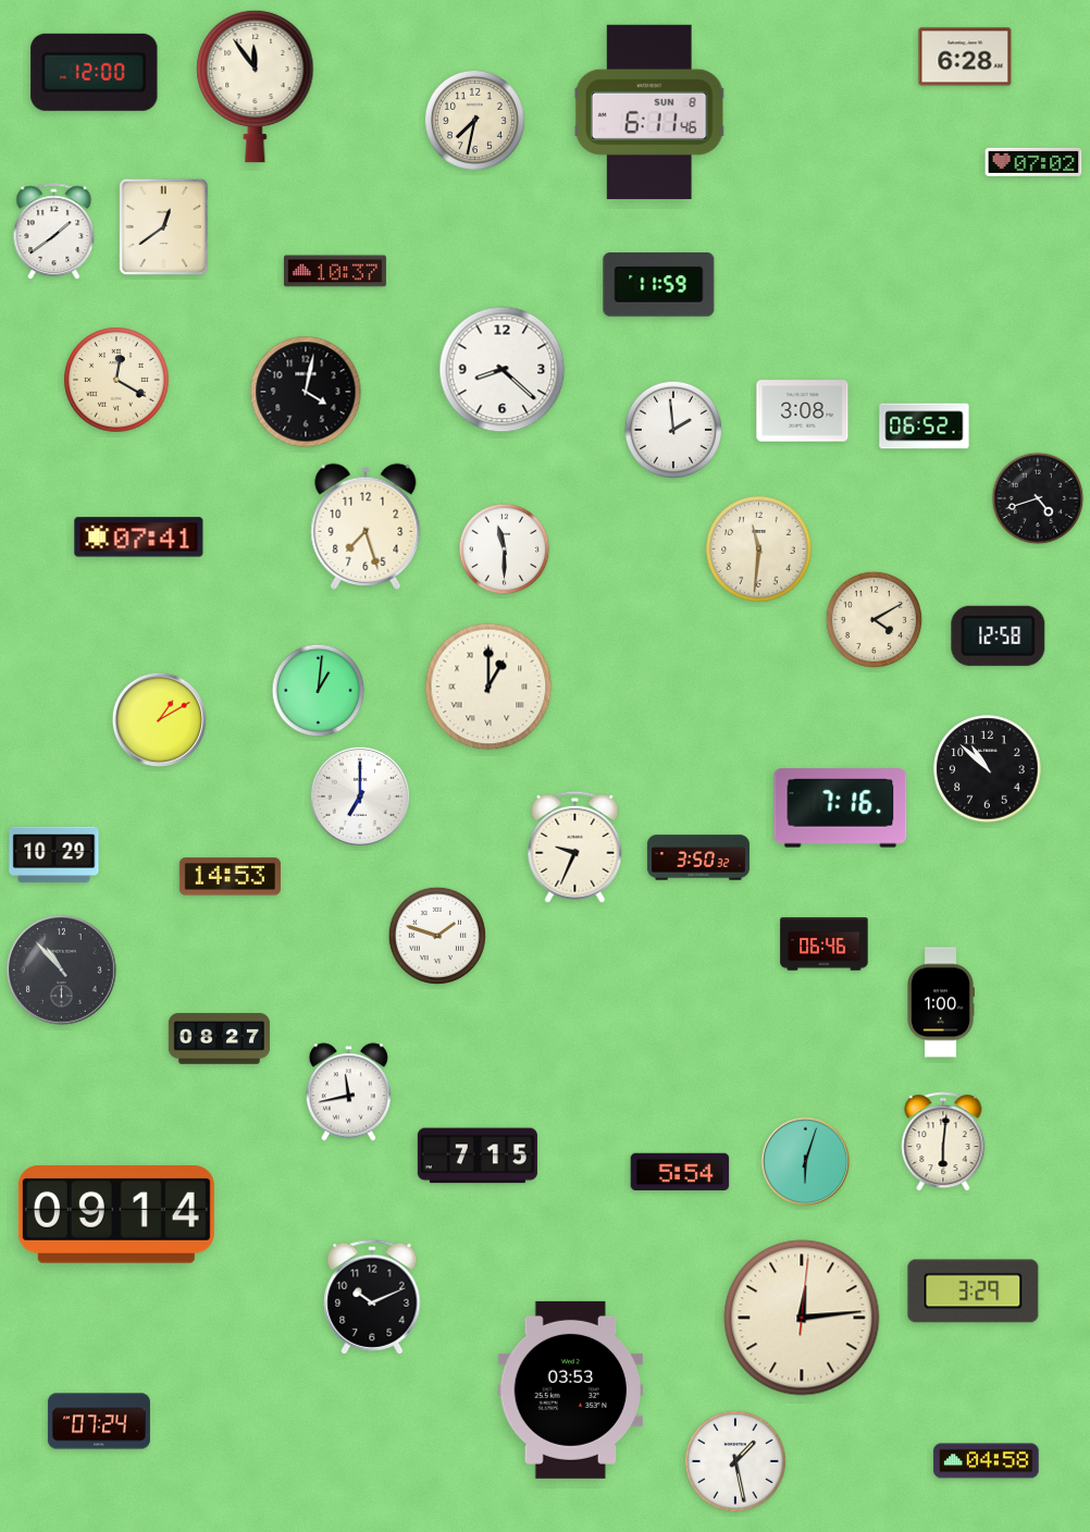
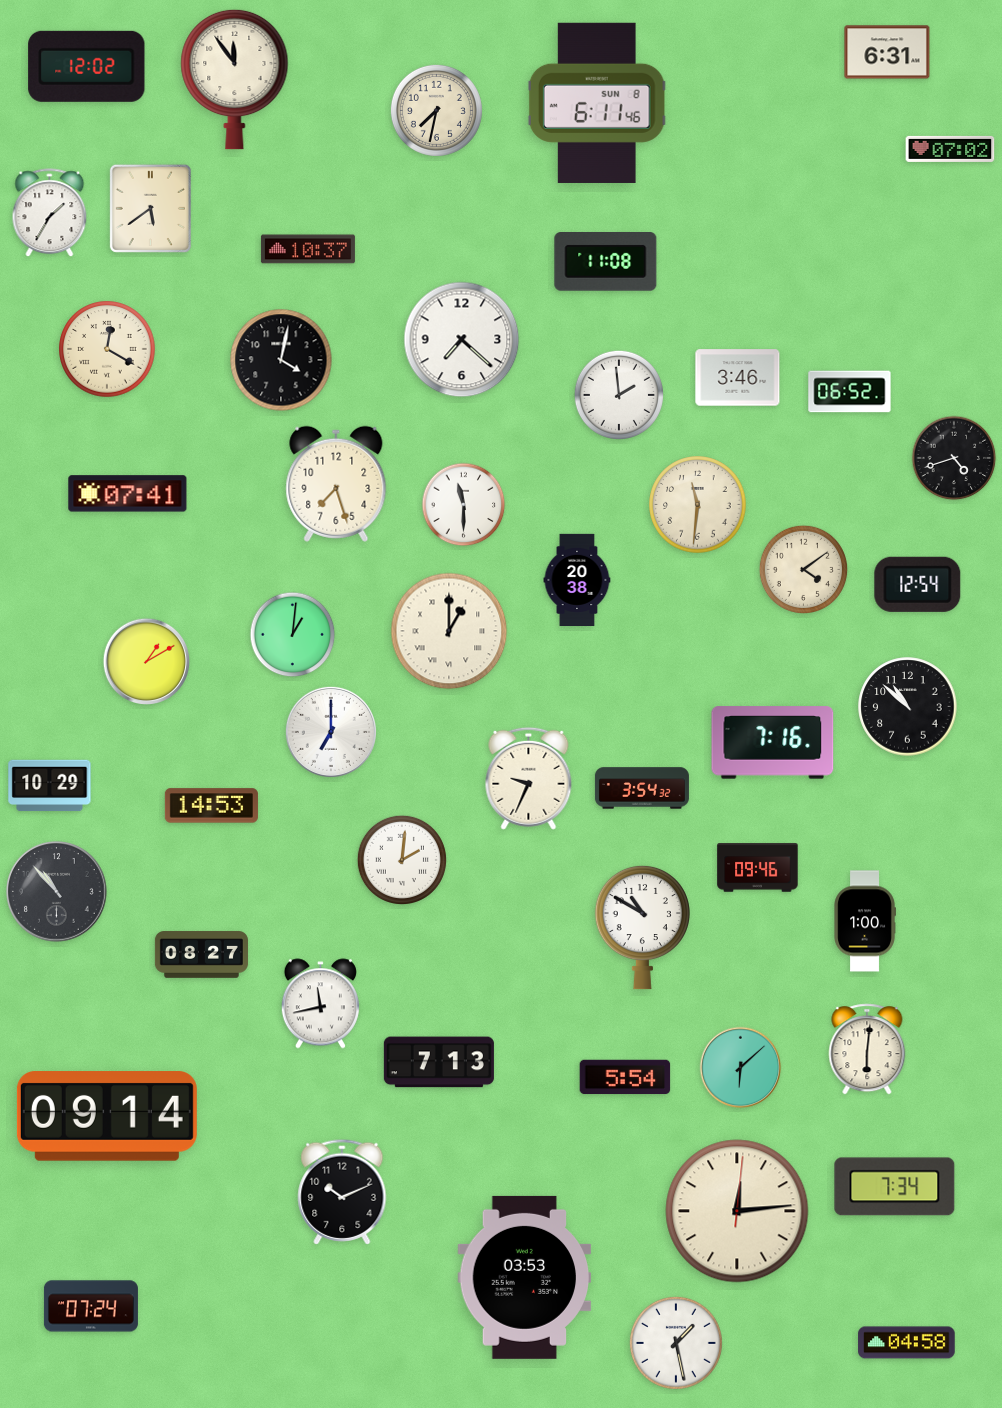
clock at (965, 57): 6:28 -> 6:31
clock at (95, 72): 12:00 -> 12:02
clock at (163, 226): 12:39 -> 5:39
clock at (54, 232): 1:39 -> 1:35
clock at (659, 285): 11:59 -> 11:08
clock at (503, 370): 8:22 -> 7:22
clock at (803, 411): 3:08 -> 3:46
clock at (874, 619): 4:10 -> 4:09
clock at (577, 579): none -> 20:38
clock at (999, 635): 12:58 -> 12:54
clock at (698, 857): 3:50 -> 3:54
clock at (437, 936): 1:48 -> 2:01
clock at (825, 944): 06:46 -> 09:46
clock at (642, 927): none -> 10:50
clock at (478, 1156): 7:15 -> 7:13
clock at (806, 1162): 6:03 -> 6:08
clock at (974, 1292): 3:29 -> 7:34
